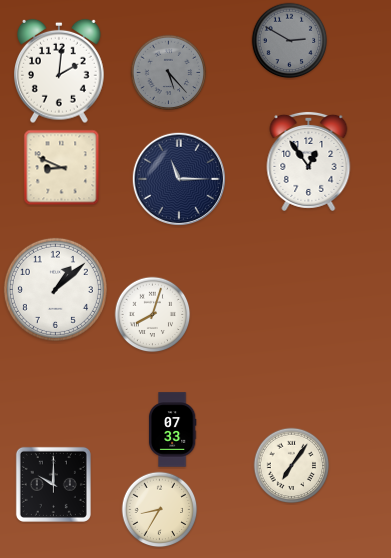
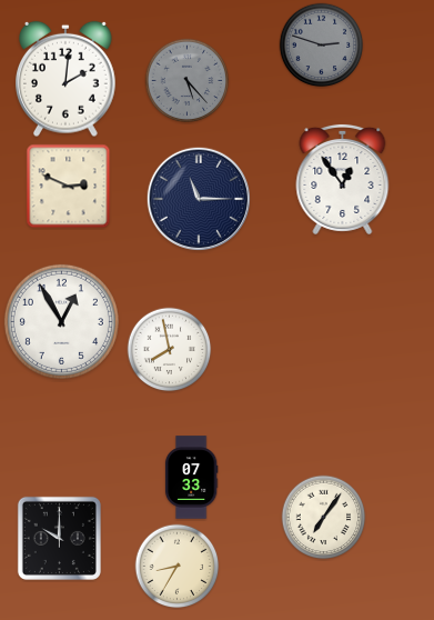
clock at (290, 41): 2:50 -> 2:48
clock at (62, 168): 8:49 -> 2:49
clock at (55, 289): 1:08 -> 12:55
clock at (153, 315): 8:03 -> 7:58
